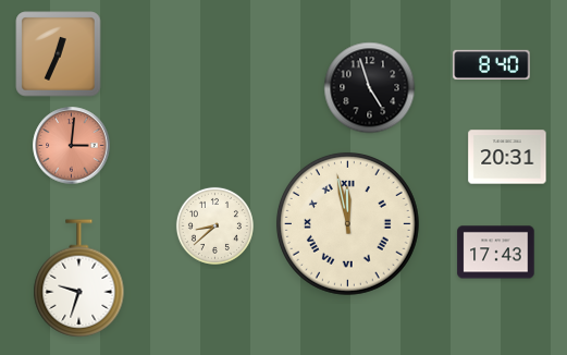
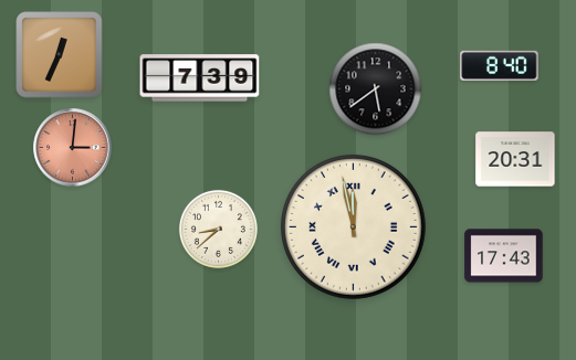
clock at (200, 78): none -> 7:39
clock at (370, 88): 4:57 -> 5:39
clock at (79, 279): 9:33 -> none
